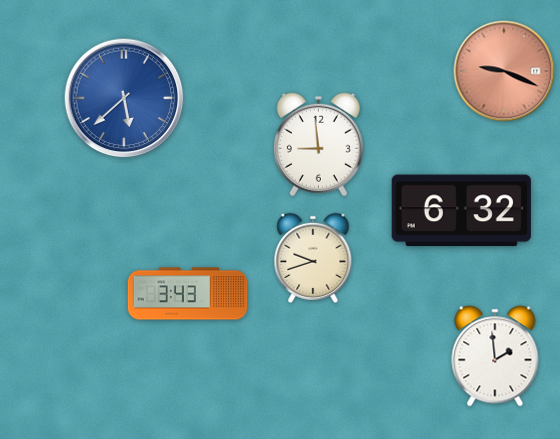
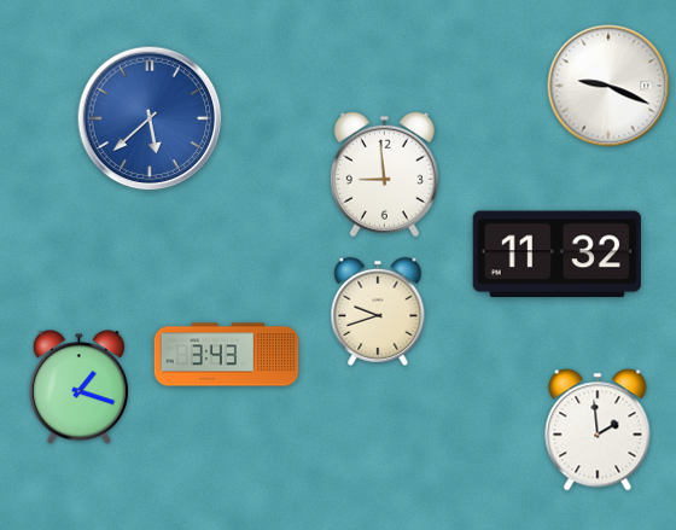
clock at (504, 71) dial: salmon -> white
clock at (461, 211): 6:32 -> 11:32
clock at (78, 388): none -> 1:18
